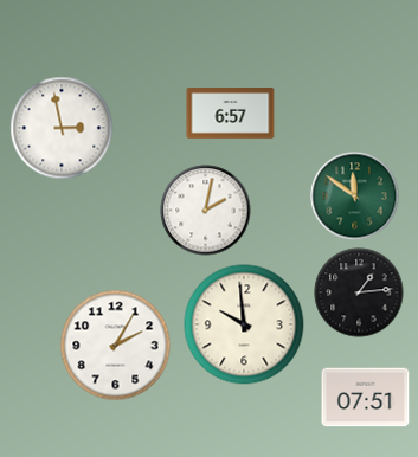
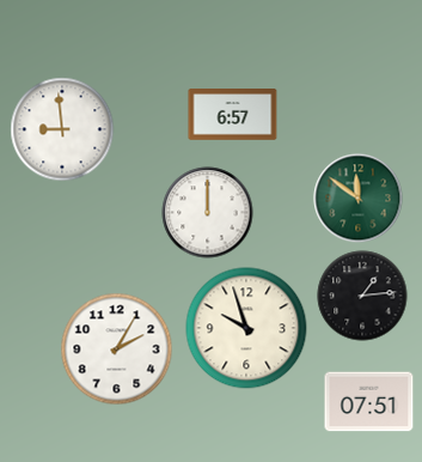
clock at (62, 128): 2:58 -> 8:59
clock at (206, 211): 2:02 -> 12:00
clock at (244, 324): 9:59 -> 9:57
